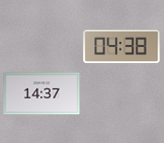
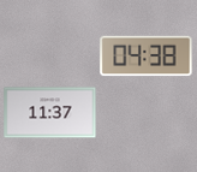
clock at (42, 94): 14:37 -> 11:37
